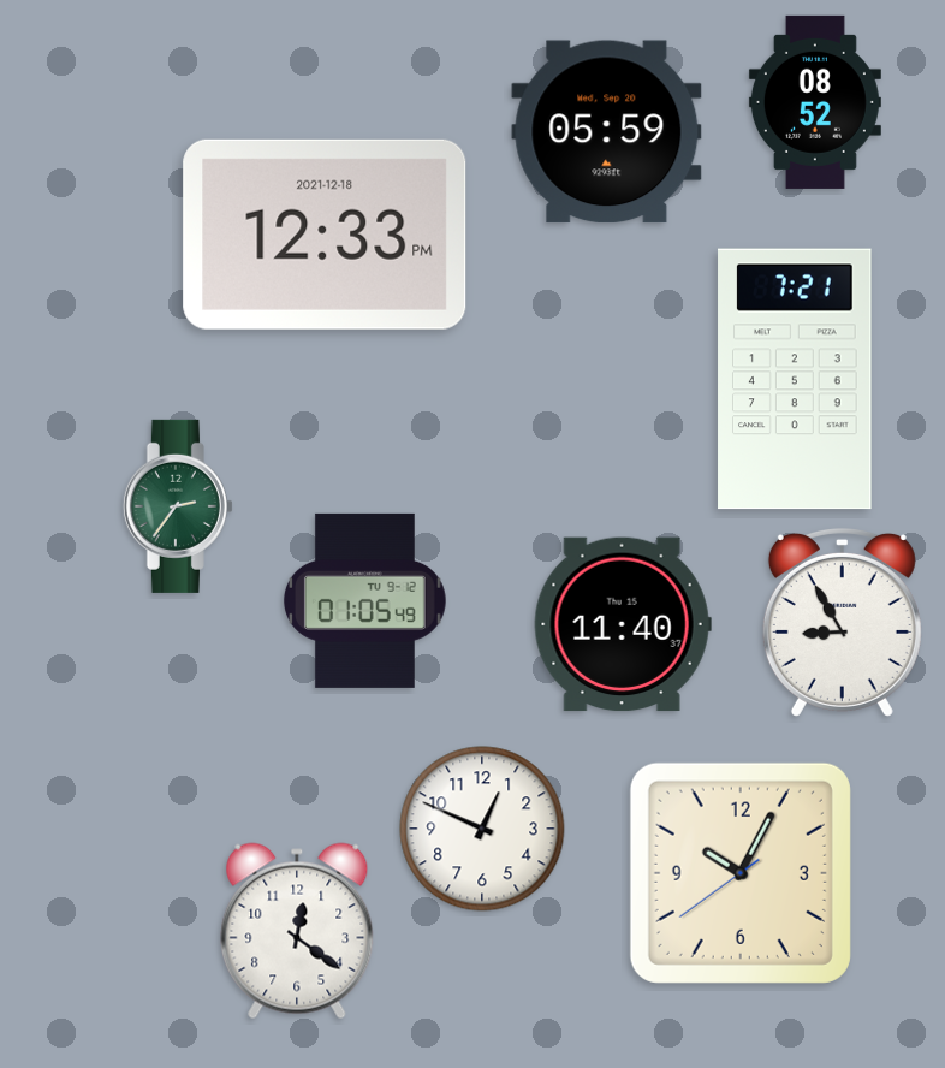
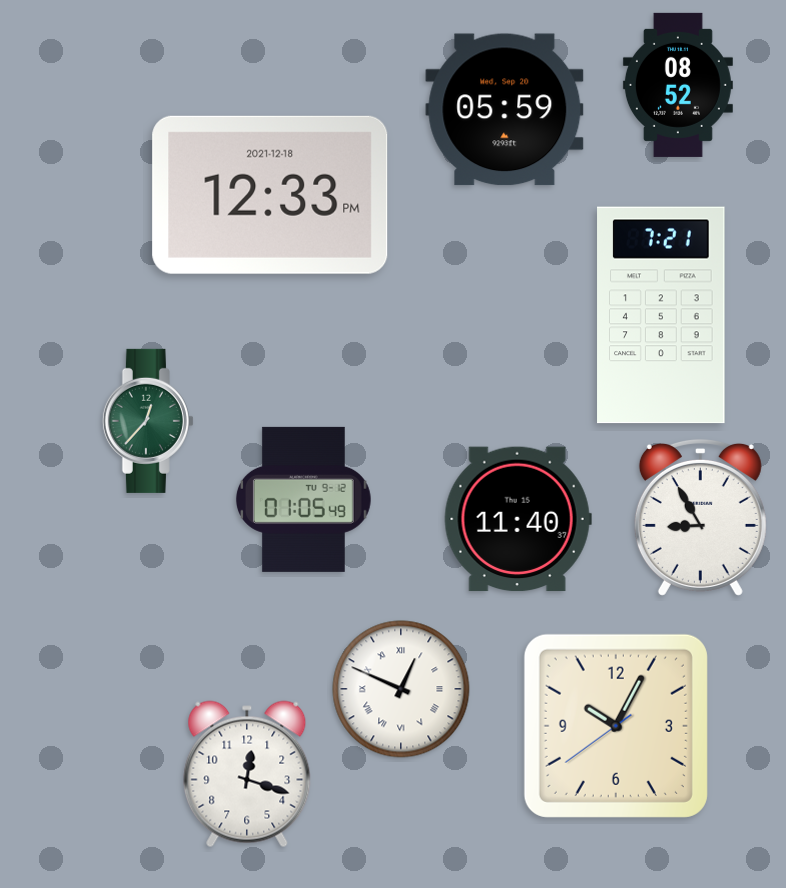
clock at (178, 506): 2:36 -> 12:37
clock at (482, 829) numerals: Arabic -> Roman
clock at (297, 931): 12:21 -> 12:18
